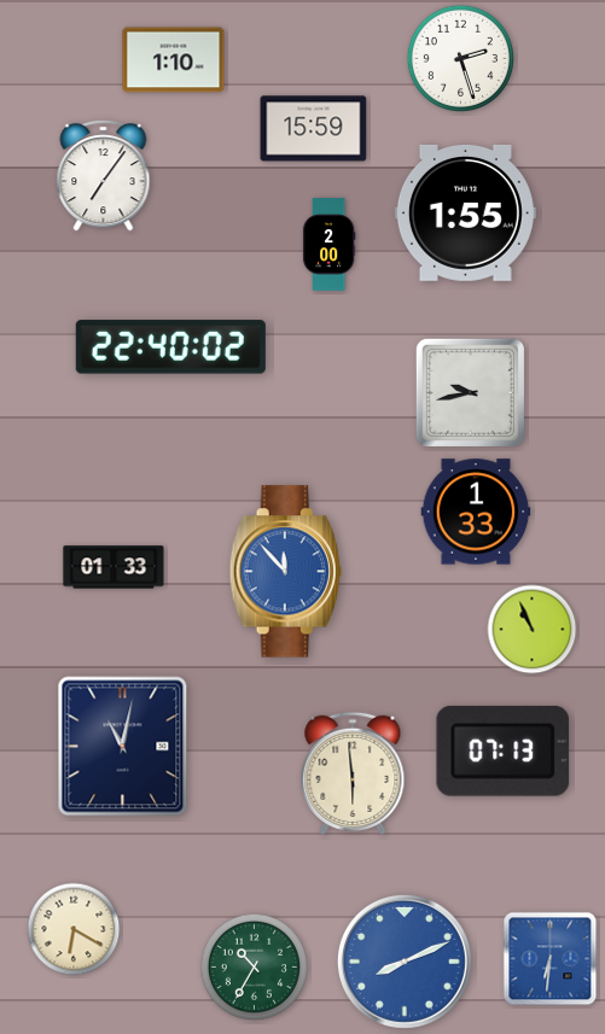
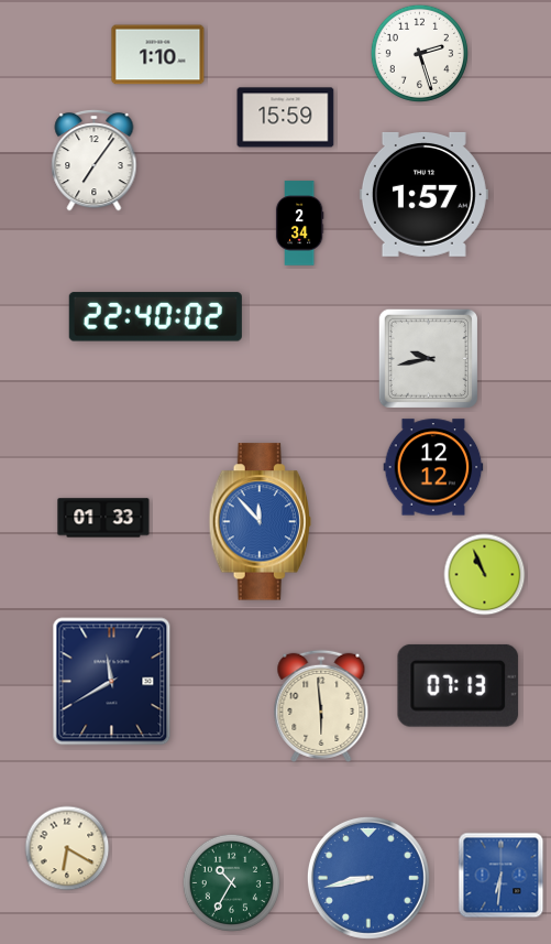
clock at (465, 212): 1:55 -> 1:57
clock at (328, 245): 2:00 -> 2:34
clock at (476, 512): 1:33 -> 12:12
clock at (123, 747): 11:02 -> 11:40
clock at (405, 962): 8:11 -> 8:43
